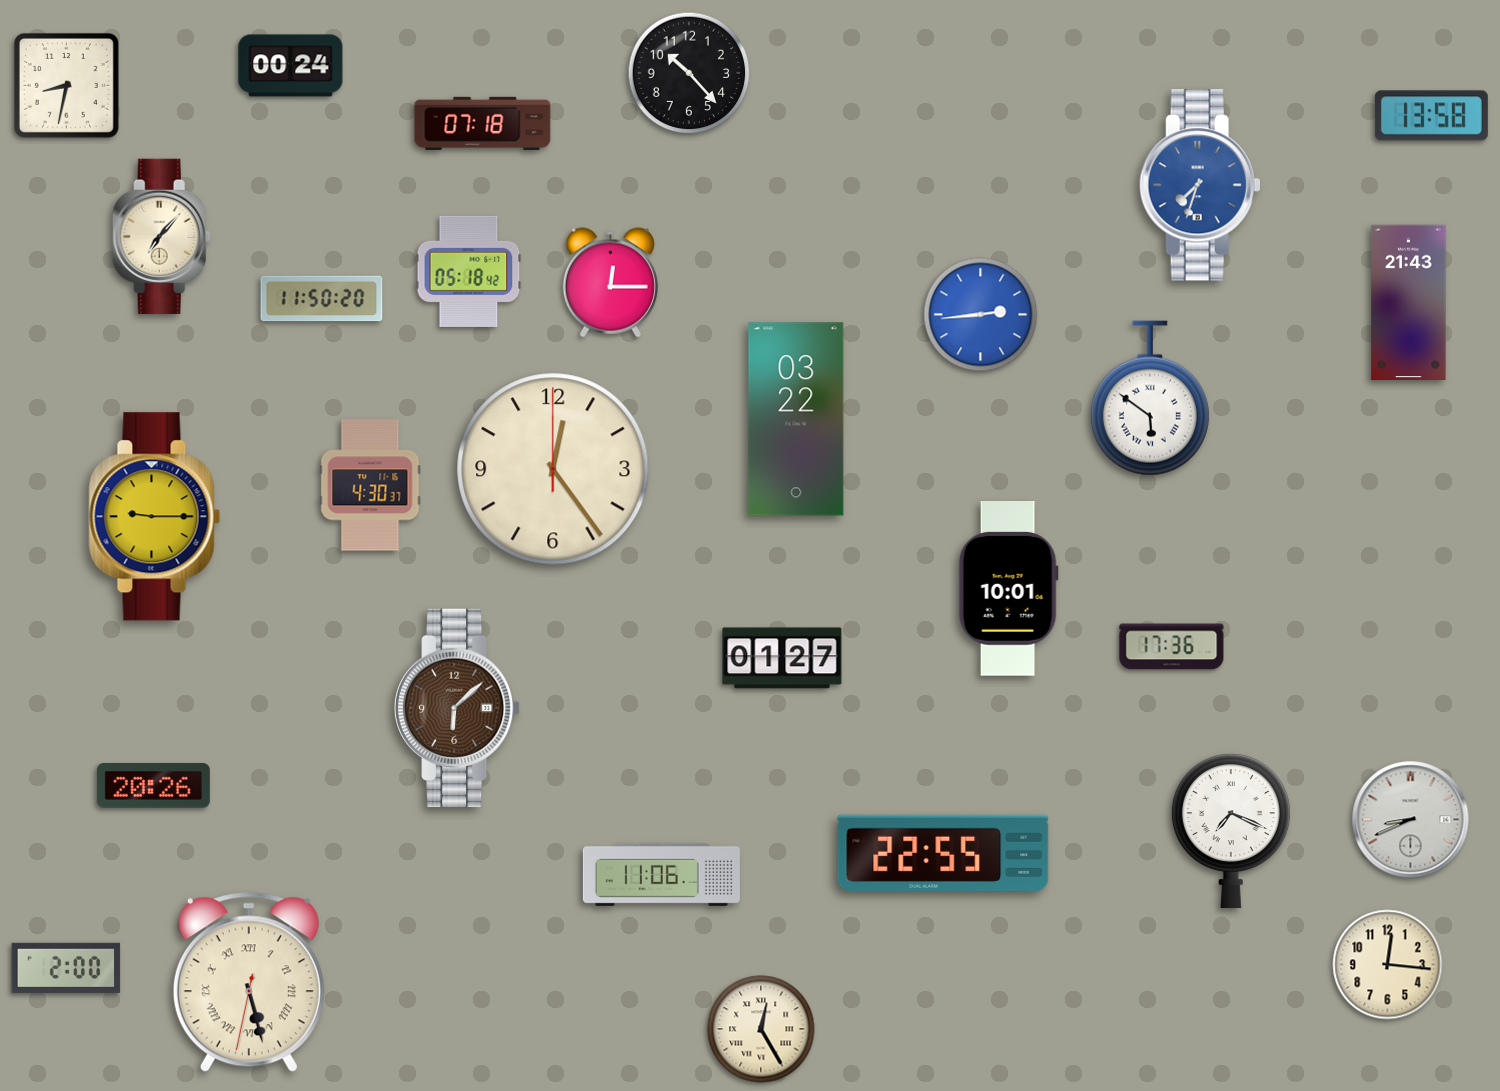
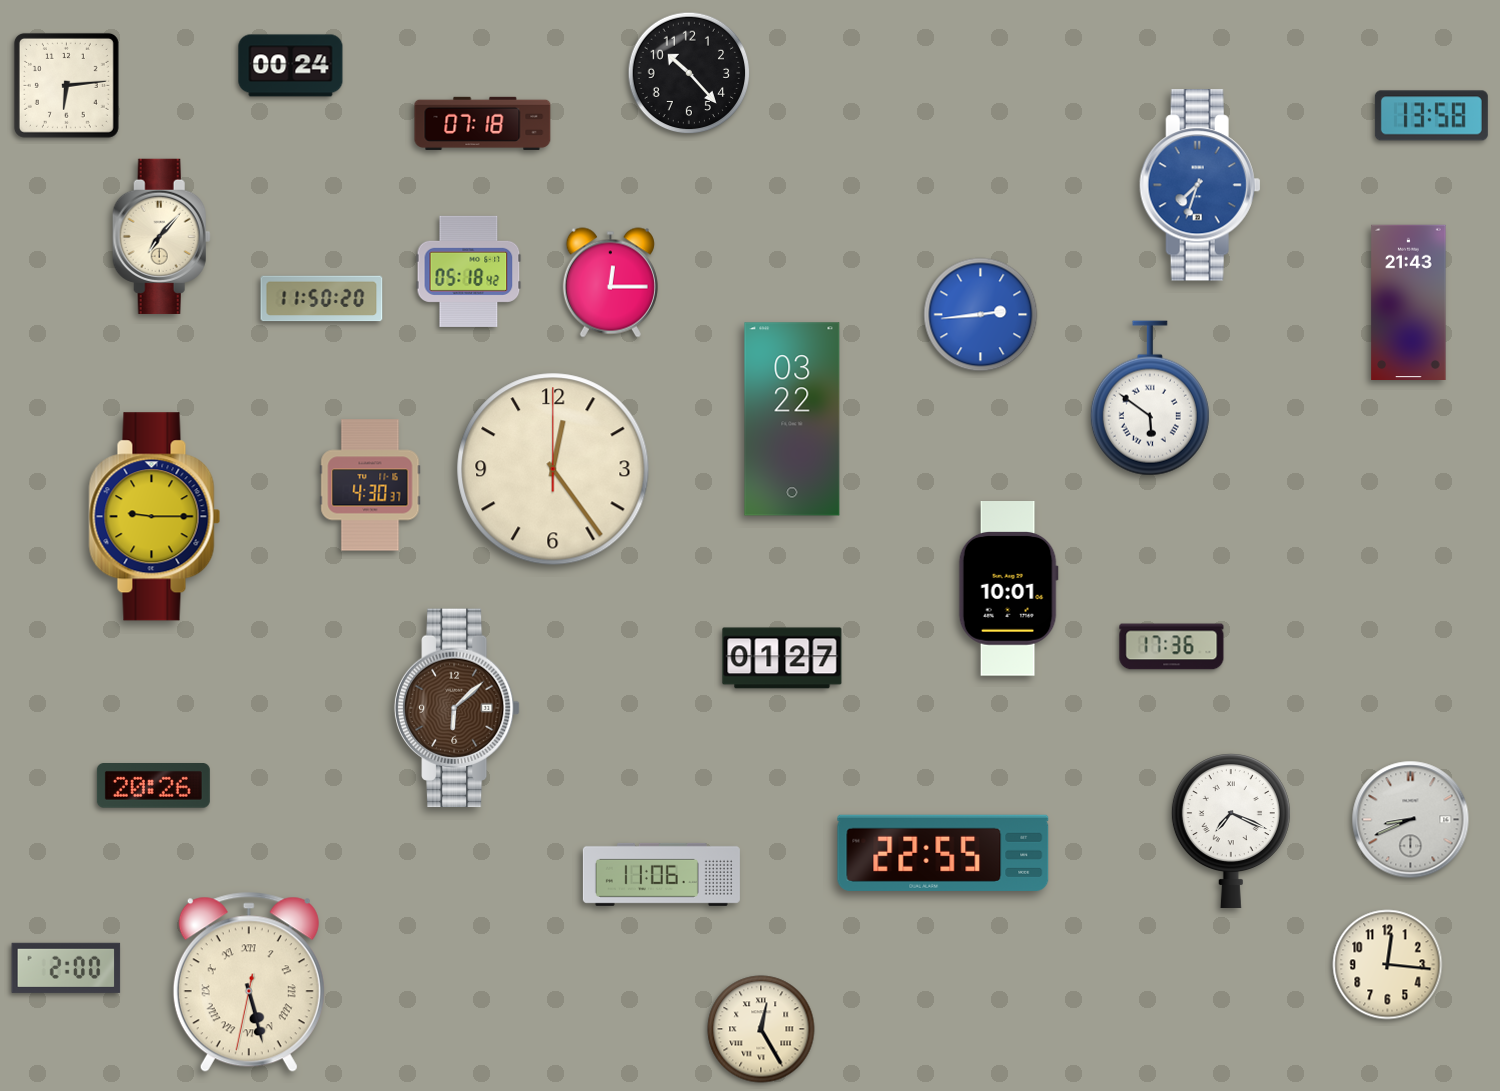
clock at (66, 85): 8:32 -> 6:14
clock at (796, 419) position: (796, 419) -> (792, 419)
